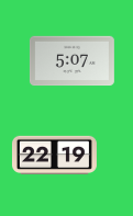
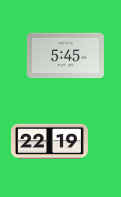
clock at (71, 61): 5:07 -> 5:45
